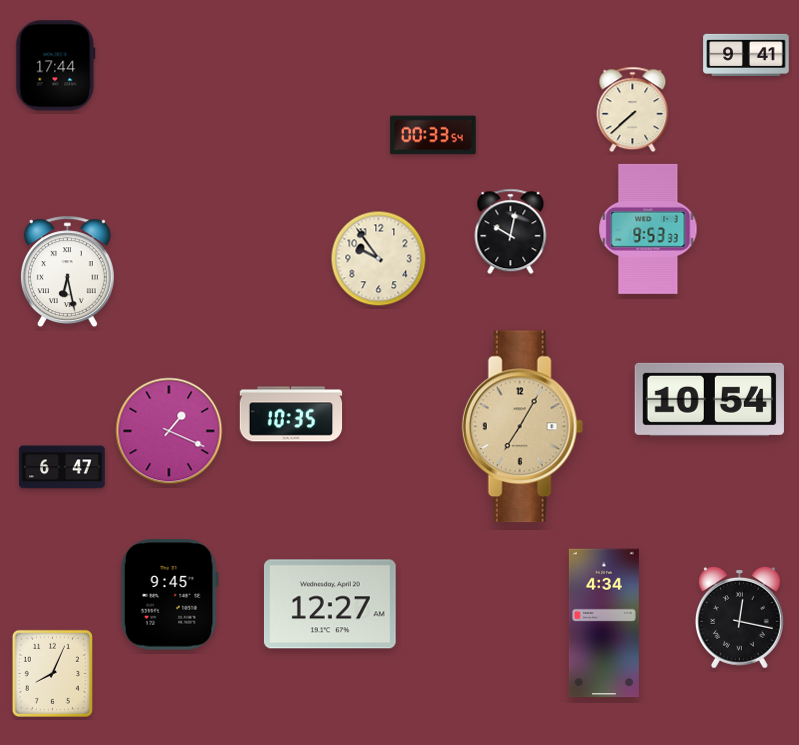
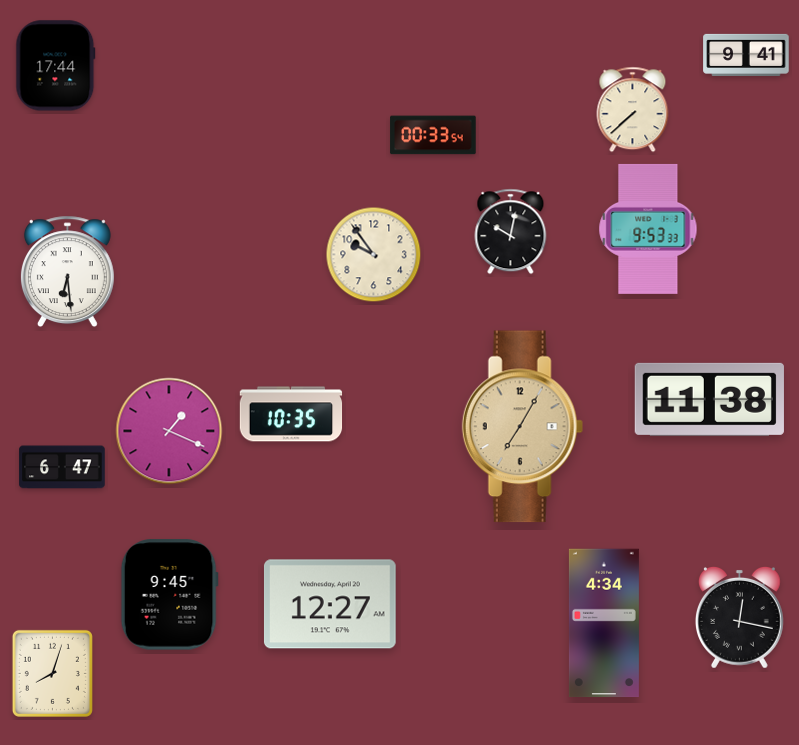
clock at (379, 259) position: (379, 259) -> (374, 255)
clock at (67, 272): 6:28 -> 6:29
clock at (709, 399): 10:54 -> 11:38
clock at (52, 673): 8:04 -> 8:03
